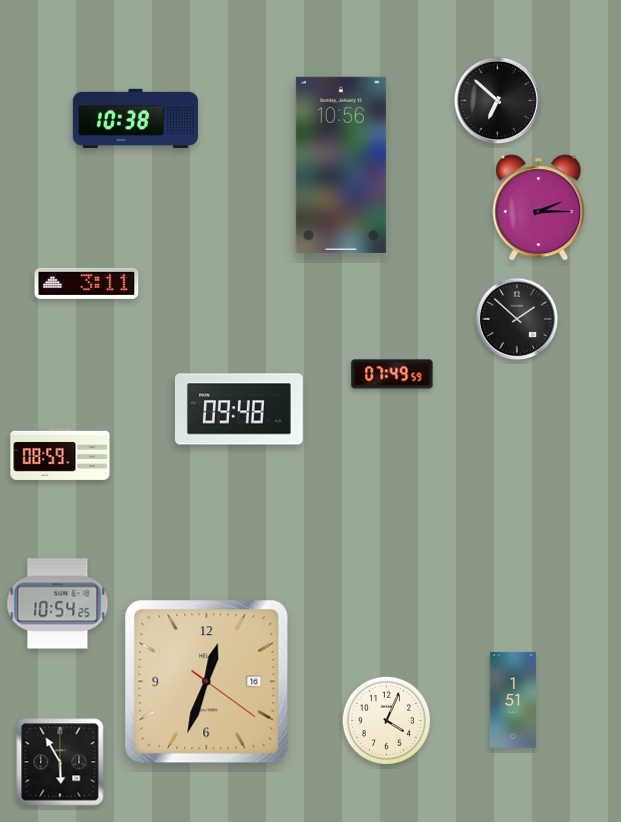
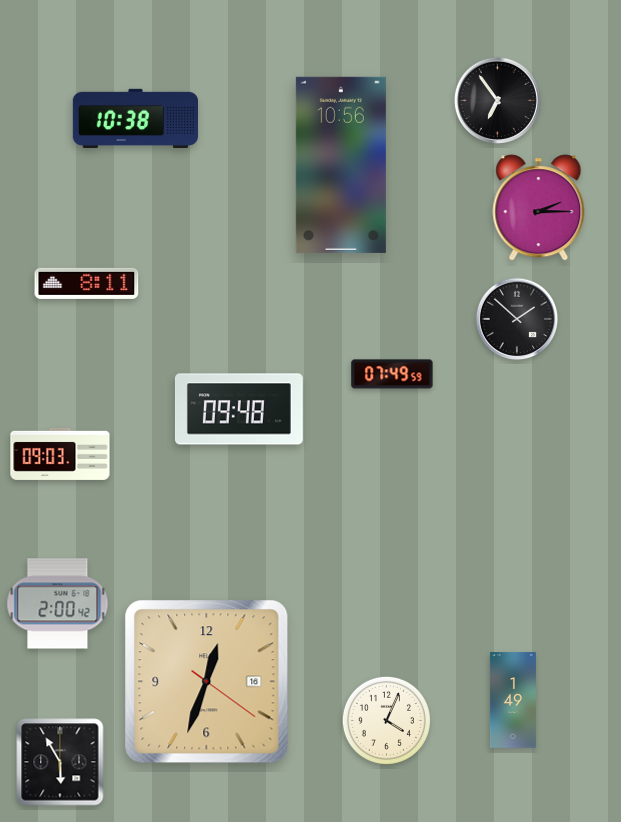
clock at (497, 100): 6:52 -> 6:54
clock at (87, 283): 3:11 -> 8:11
clock at (60, 454): 08:59 -> 09:03
clock at (58, 604): 10:54 -> 2:00
clock at (513, 700): 1:51 -> 1:49
